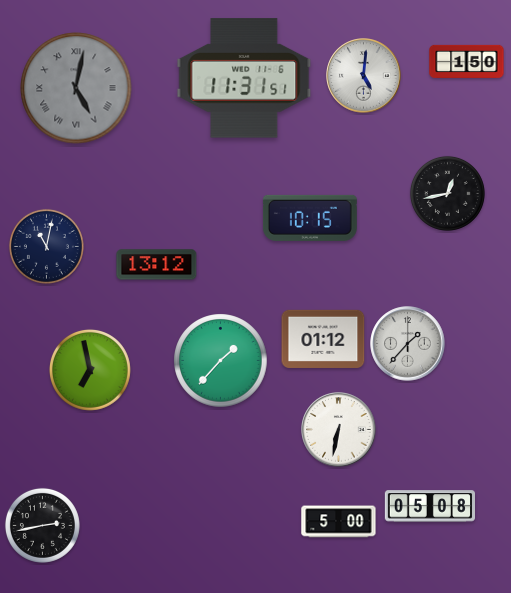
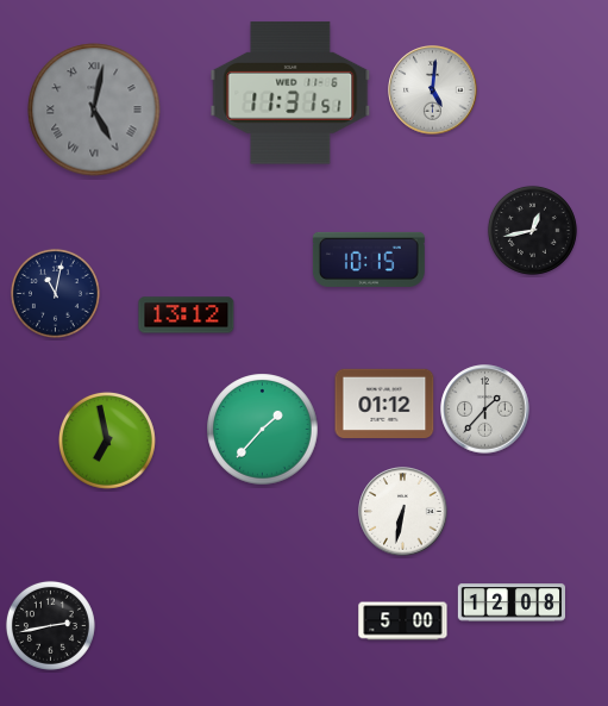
clock at (467, 61): 1:50 -> none
clock at (76, 88) position: (76, 88) -> (94, 110)
clock at (429, 506): 05:08 -> 12:08
